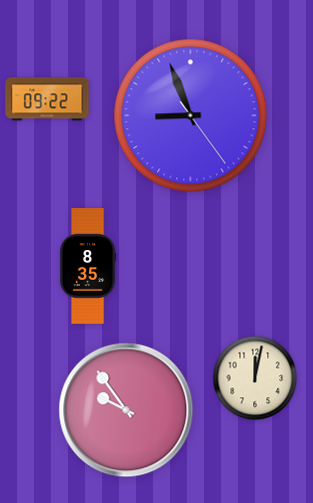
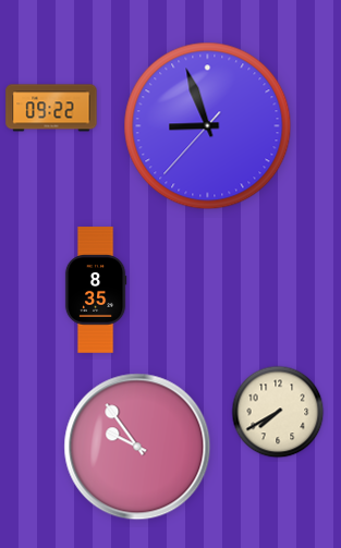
clock at (191, 116): 8:56:24 -> 8:56:37
clock at (255, 378): 12:02 -> 7:40
